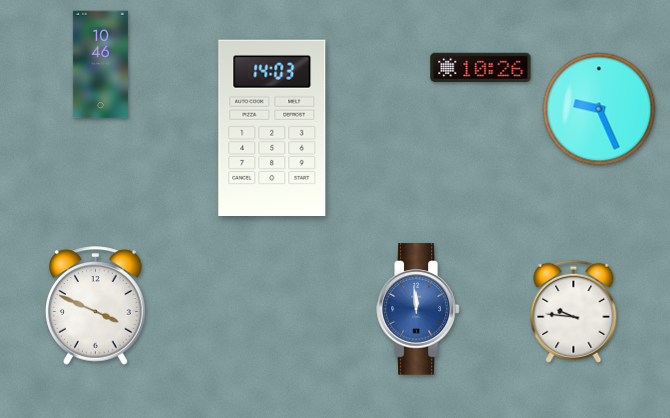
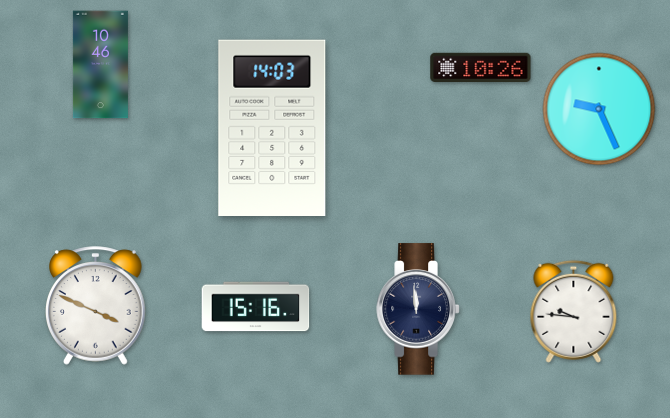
clock at (256, 307): none -> 15:16
clock at (418, 309) dial: blue -> navy
